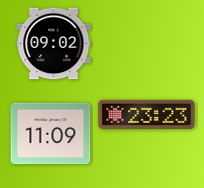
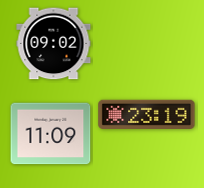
clock at (147, 114): 23:23 -> 23:19
